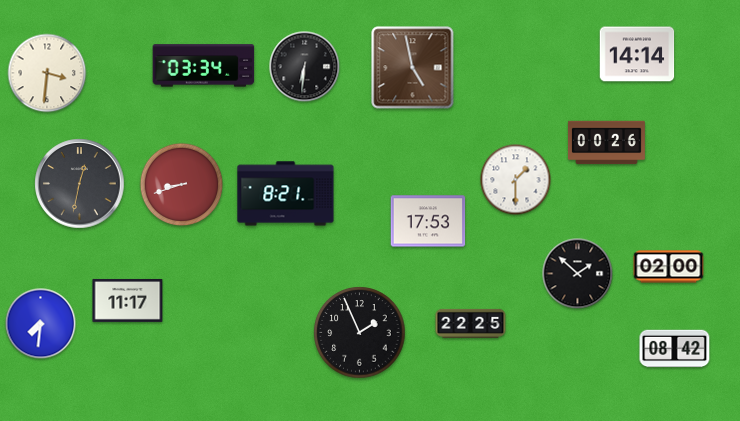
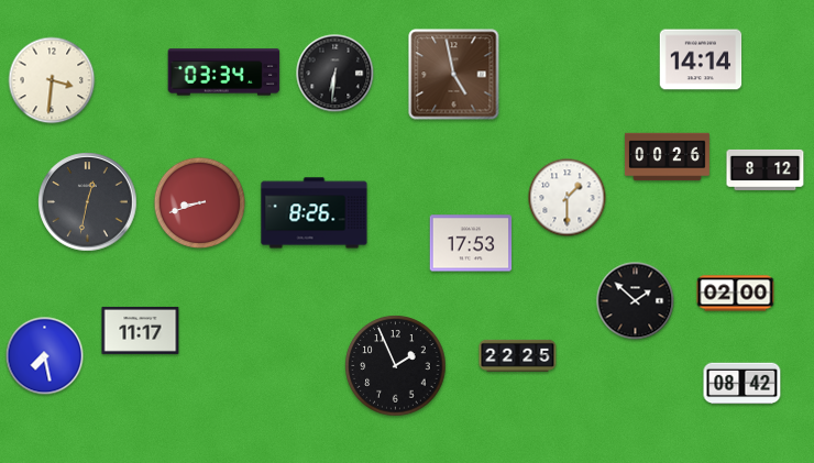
clock at (766, 169): none -> 8:12
clock at (286, 194): 8:21 -> 8:26
clock at (41, 324): 7:31 -> 7:28
